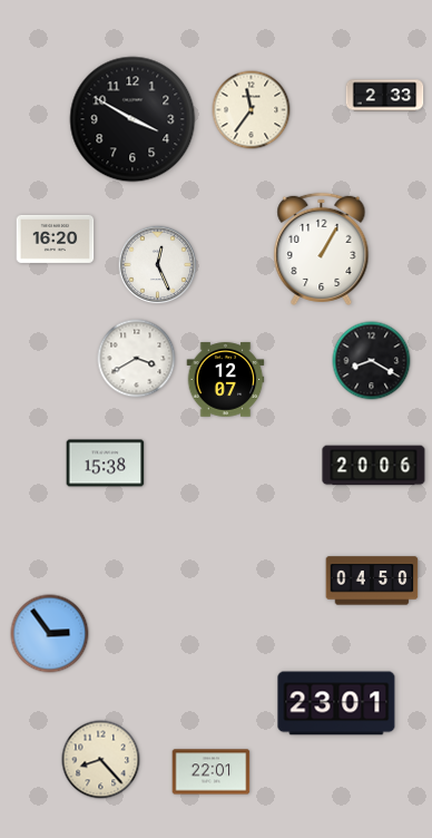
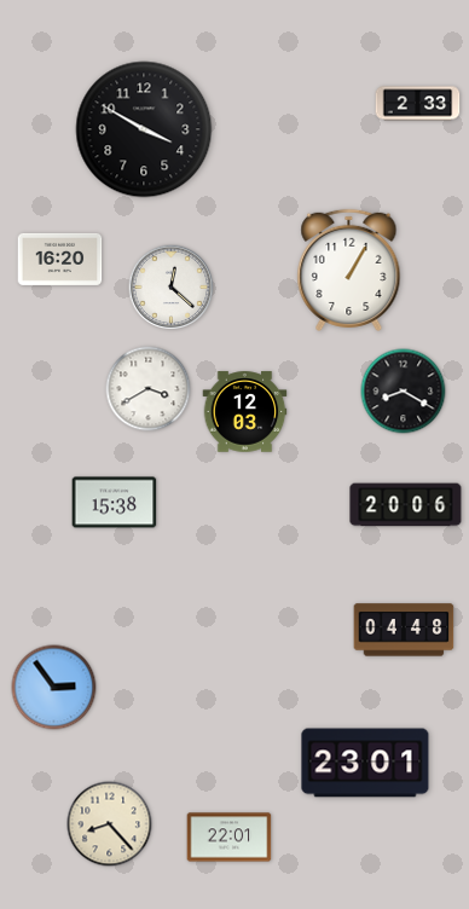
clock at (252, 110): 11:36 -> none
clock at (158, 265): 12:26 -> 12:22
clock at (226, 380): 12:07 -> 12:03
clock at (372, 581): 04:50 -> 04:48
